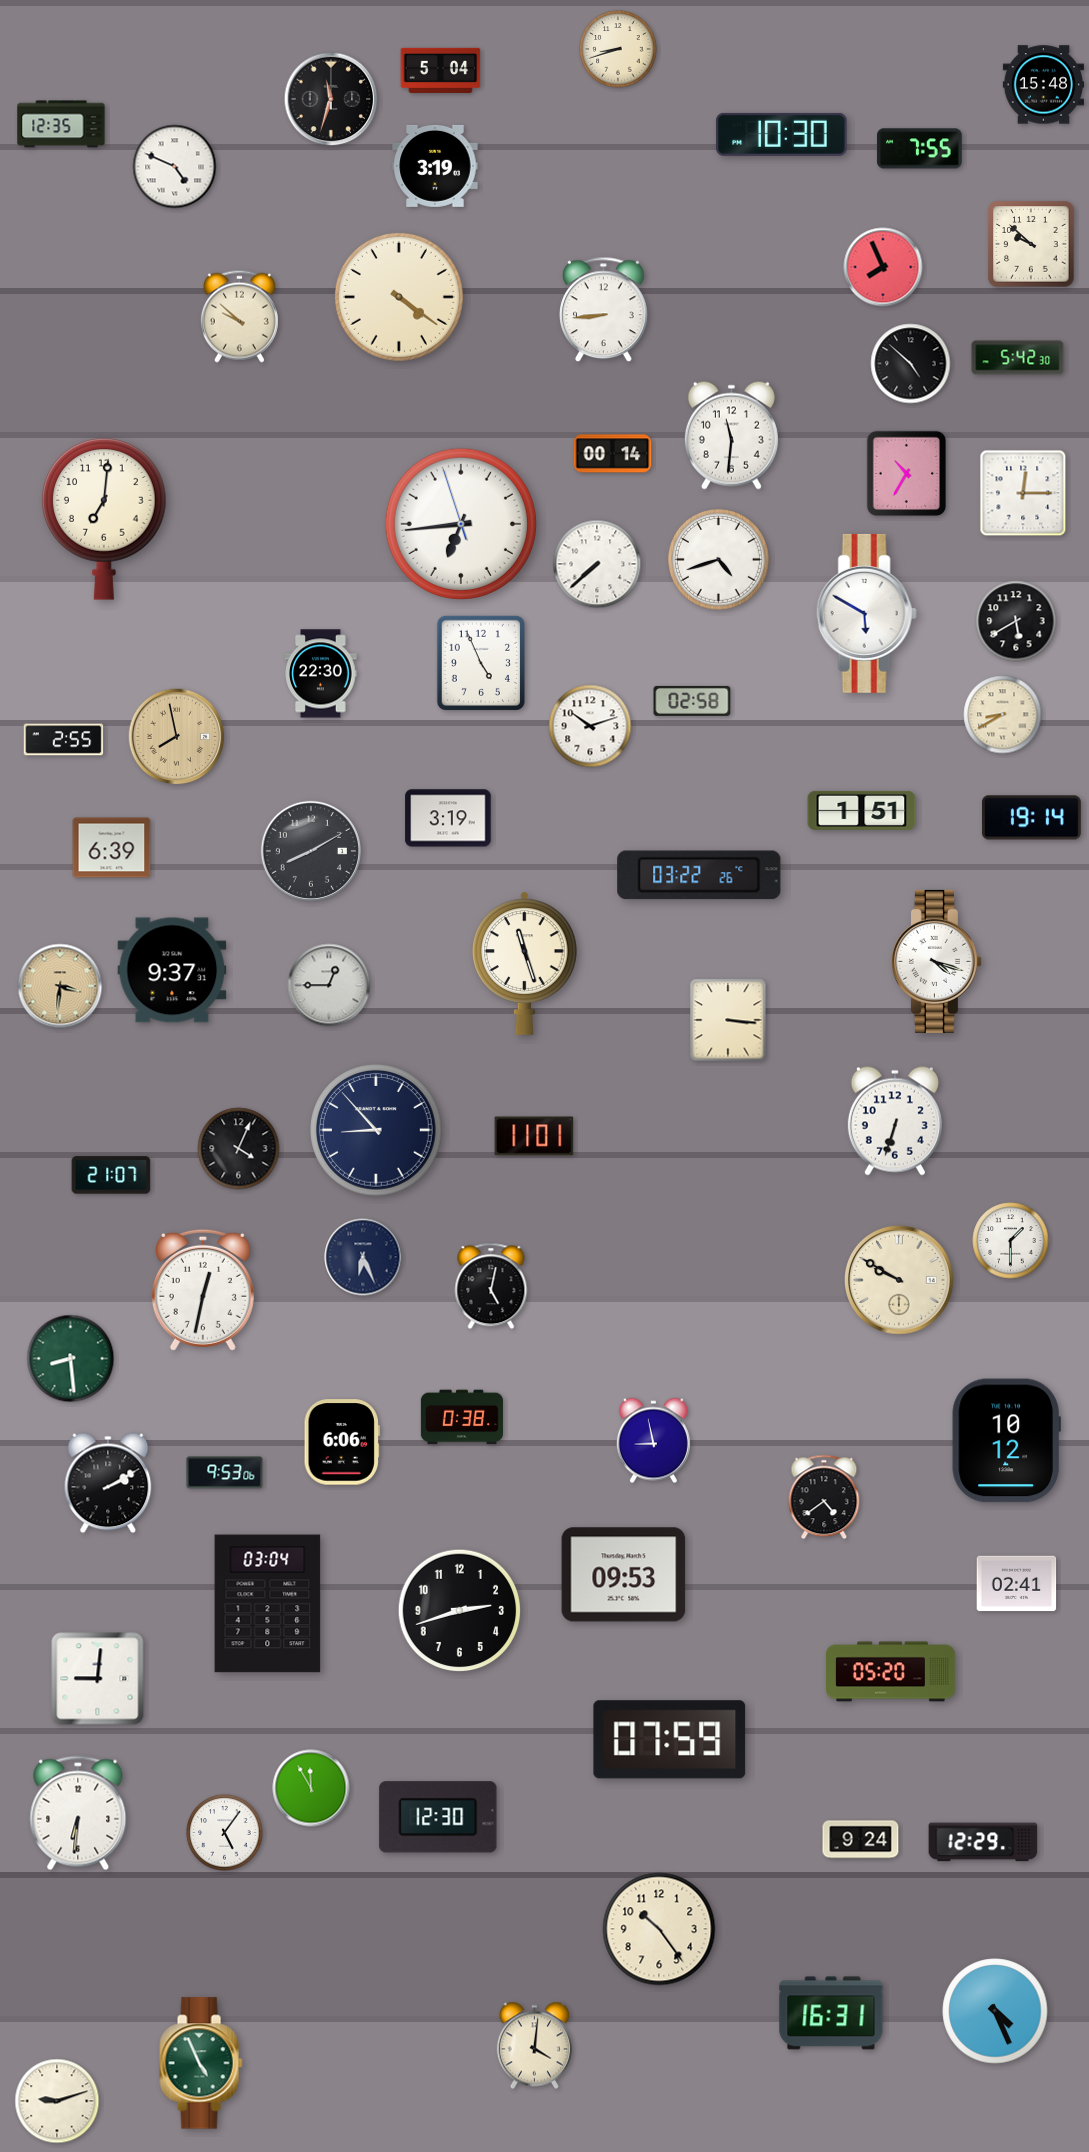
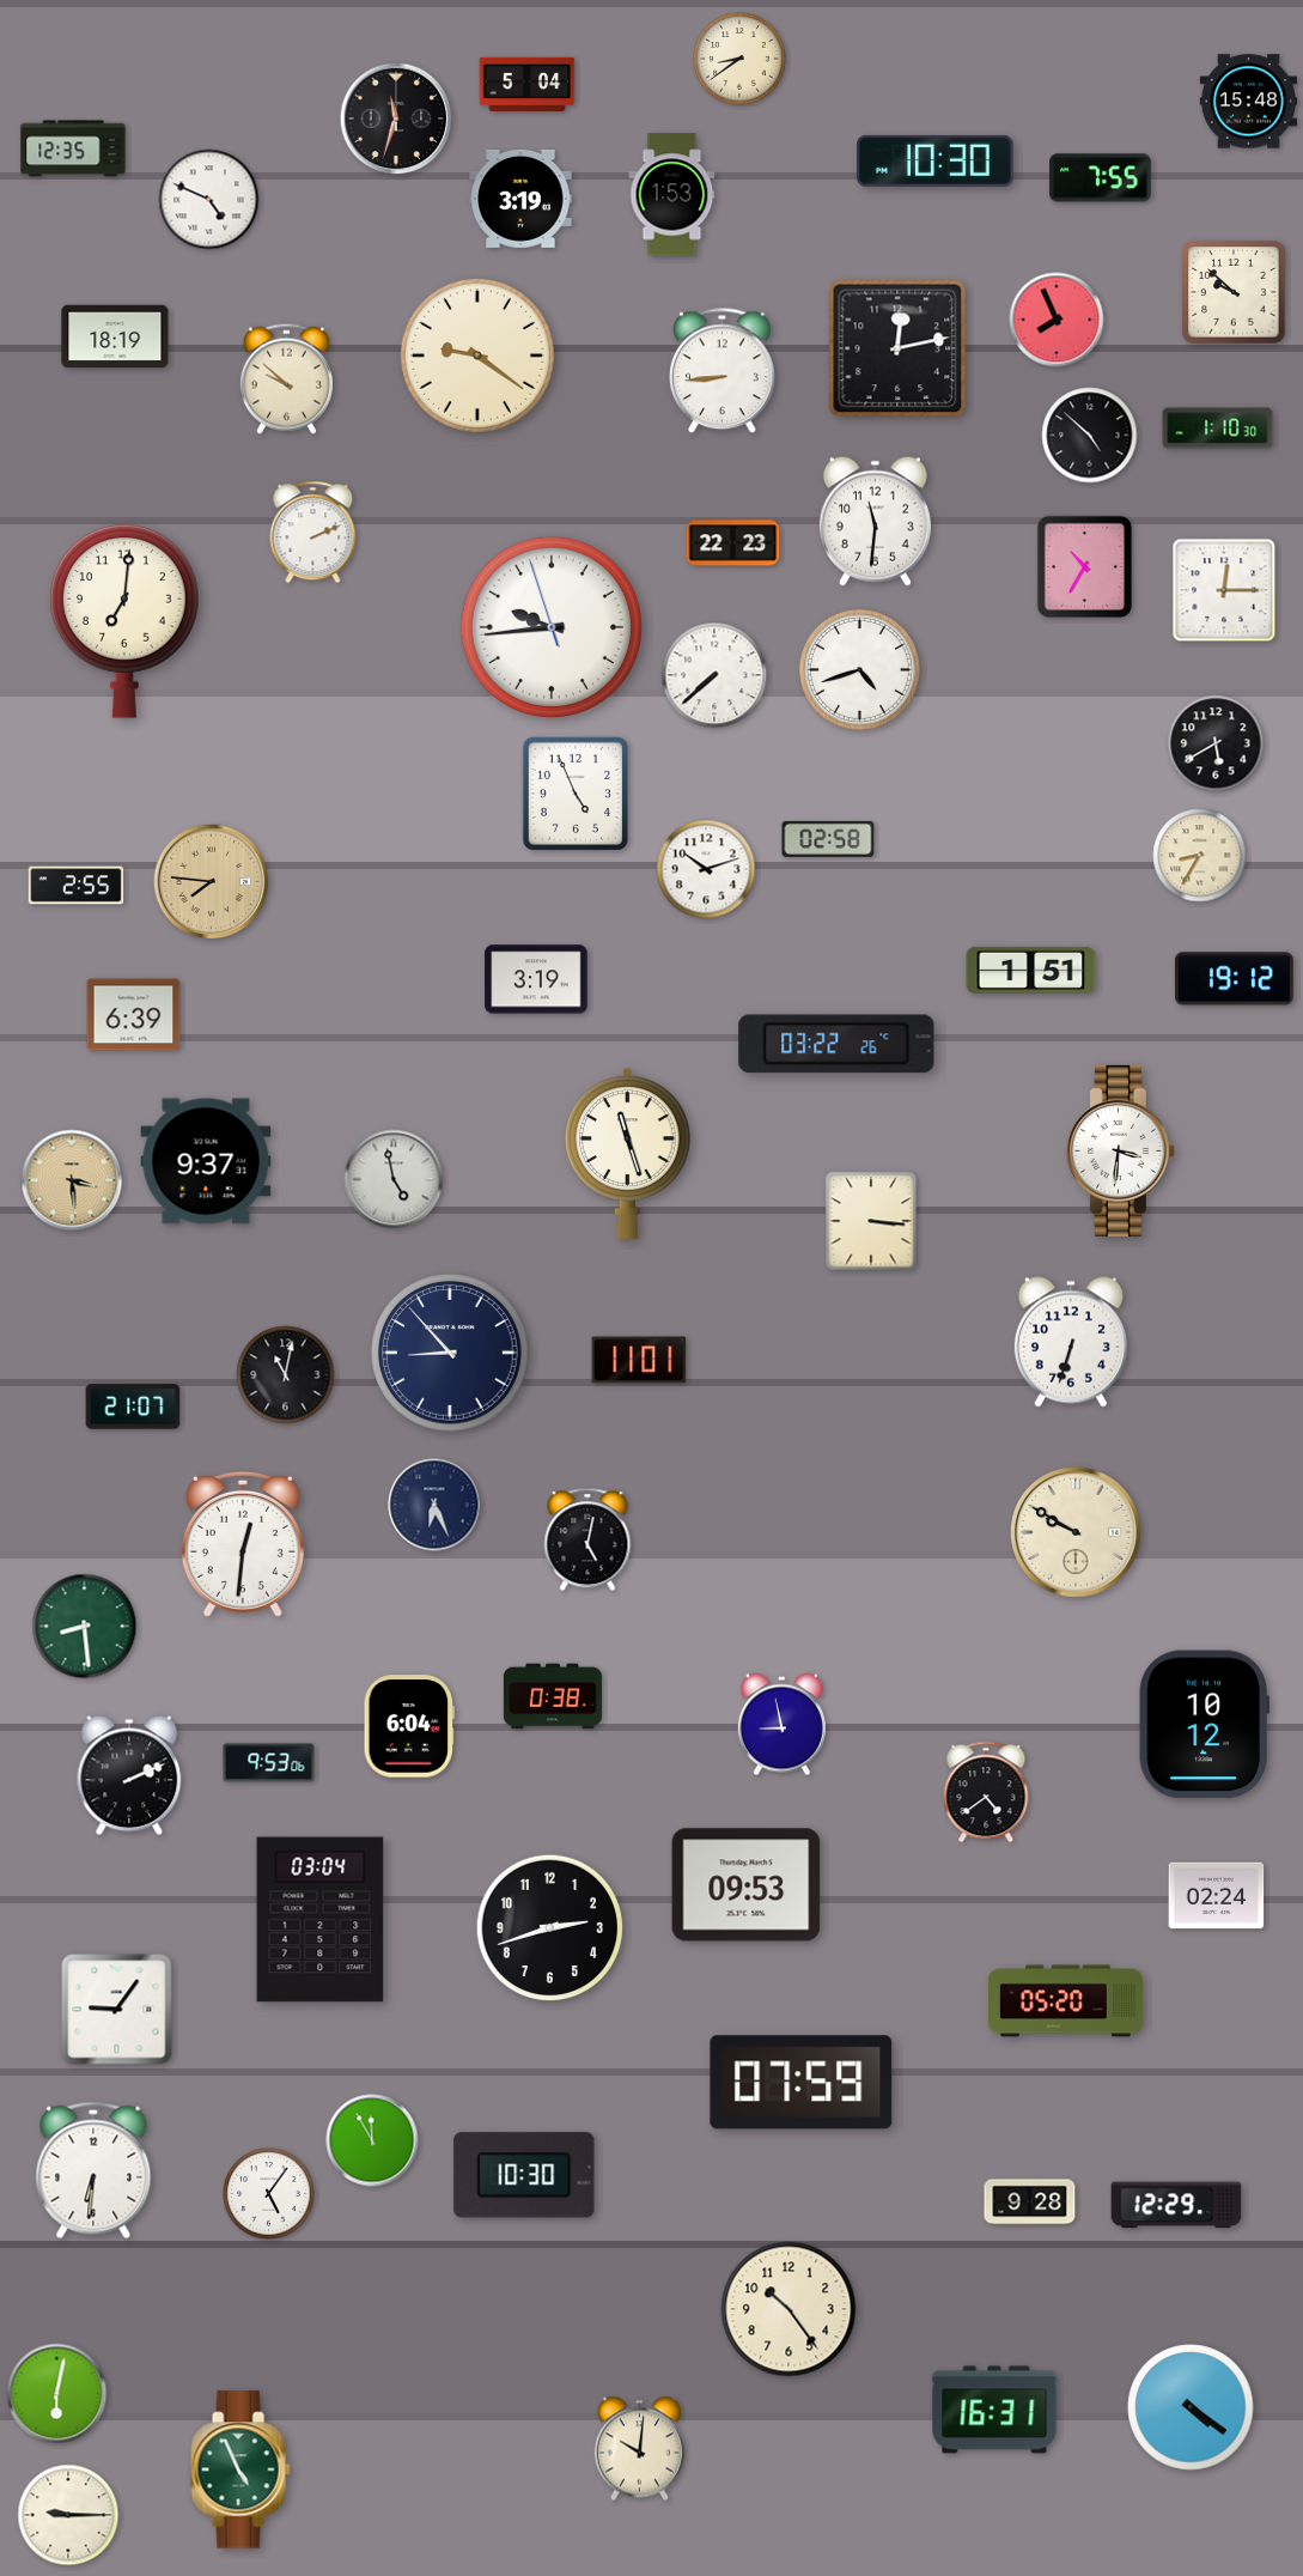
clock at (618, 49): 8:42 -> 8:39
clock at (672, 195): none -> 1:53
clock at (115, 336): none -> 18:19
clock at (897, 348): none -> 12:13
clock at (399, 297): 4:21 -> 9:21
clock at (1018, 358): 5:42 -> 1:10
clock at (313, 533): none -> 2:11
clock at (613, 454): 00:14 -> 22:23
clock at (461, 524): 6:43 -> 9:43
clock at (866, 613): 5:50 -> none
clock at (321, 674): 22:30 -> none
clock at (1003, 715): 8:40 -> 8:35
clock at (177, 737): 7:58 -> 7:46
clock at (1031, 818): 19:14 -> 19:12
clock at (311, 851): 8:10 -> none
clock at (699, 875) position: (699, 875) -> (836, 1044)
clock at (936, 961): 4:18 -> 3:31
clock at (329, 985): 12:45 -> 4:58
clock at (60, 986): 3:31 -> 3:29
clock at (239, 1149): 4:04 -> 11:02
clock at (1011, 1241): 1:30 -> none
clock at (203, 1290): 12:32 -> 12:31
clock at (342, 1442): 6:06 -> 6:04
clock at (108, 1483): 2:10 -> 2:11
clock at (1017, 1584): 02:41 -> 02:24
clock at (98, 1679): 9:01 -> 9:06
clock at (438, 1817): 12:30 -> 10:30
clock at (861, 1840): 9:24 -> 9:28
clock at (57, 2394): none -> 6:02
clock at (995, 2011): 4:26 -> 4:21
clock at (534, 2046): 4:01 -> 10:01
clock at (57, 2101): 9:12 -> 9:15
